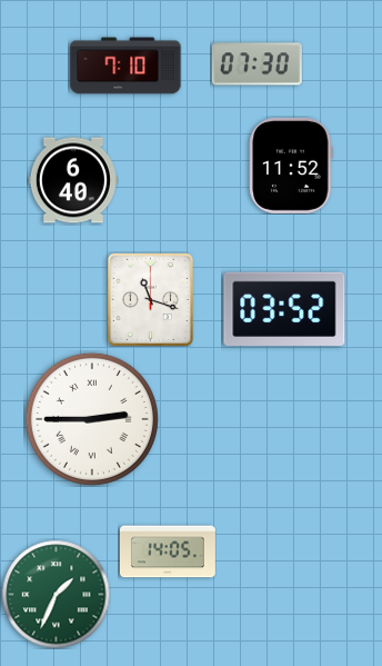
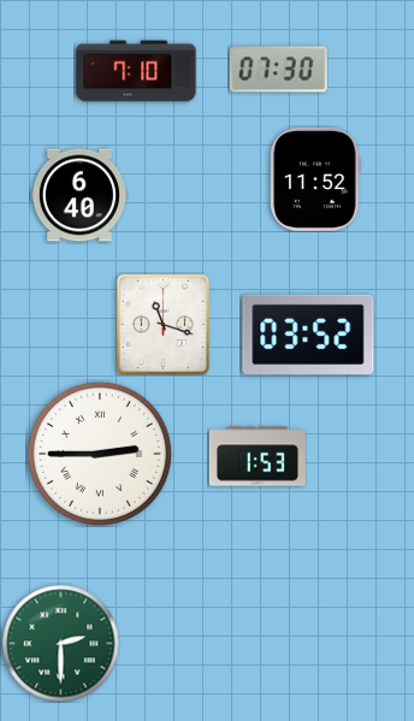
clock at (258, 456): none -> 1:53
clock at (168, 551): 14:05 -> none
clock at (56, 594): 1:34 -> 2:30
